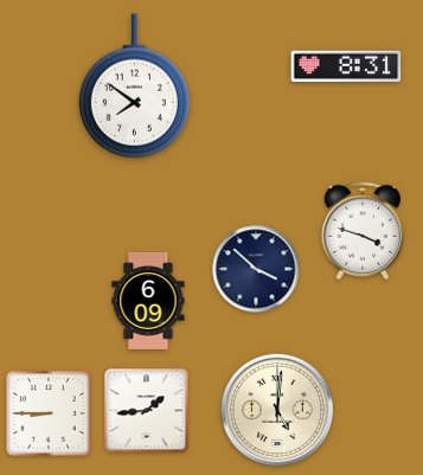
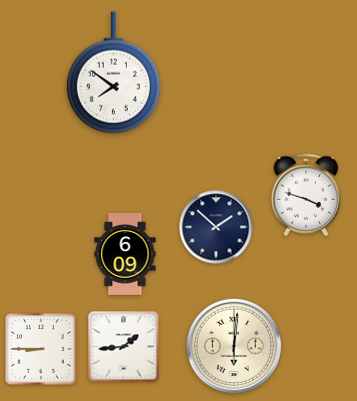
clock at (346, 66): 8:31 -> none
clock at (256, 269): 3:52 -> 1:52
clock at (276, 409): 5:01 -> 6:01
